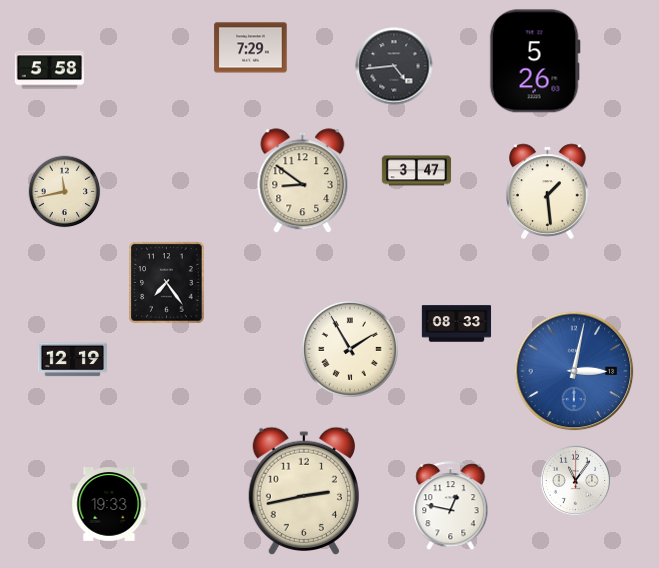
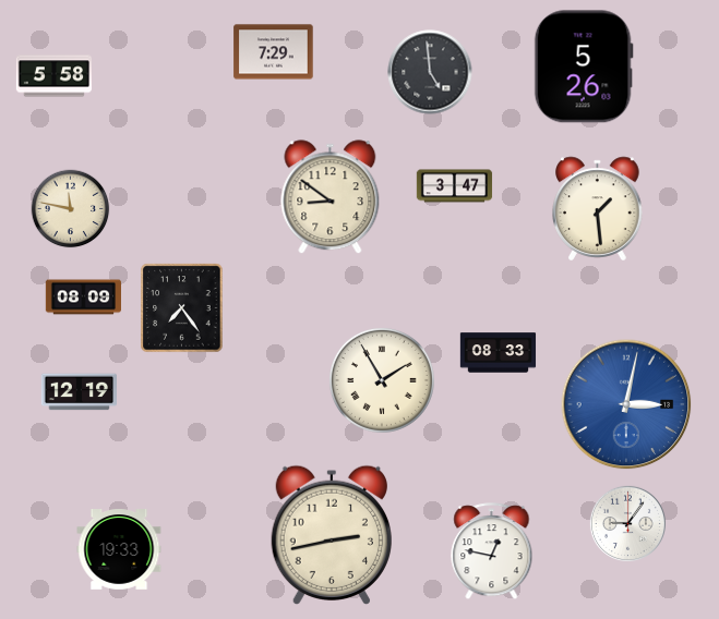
clock at (394, 66): 4:44 -> 4:59
clock at (65, 192): 11:43 -> 11:47
clock at (84, 298): none -> 08:09
clock at (575, 480): 11:06 -> 9:06
